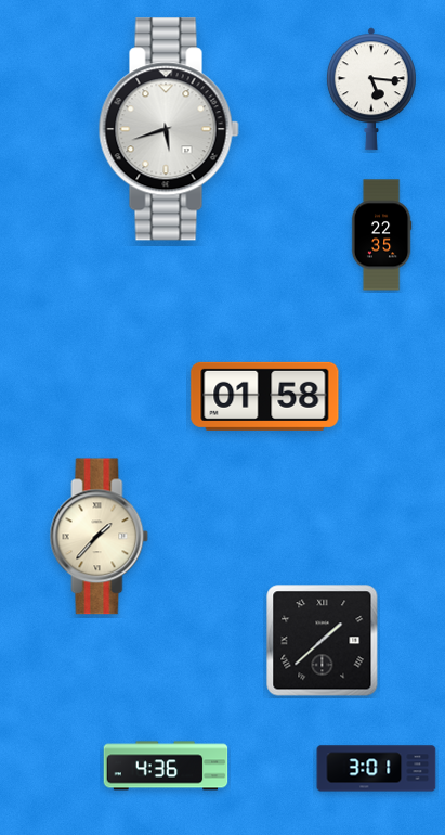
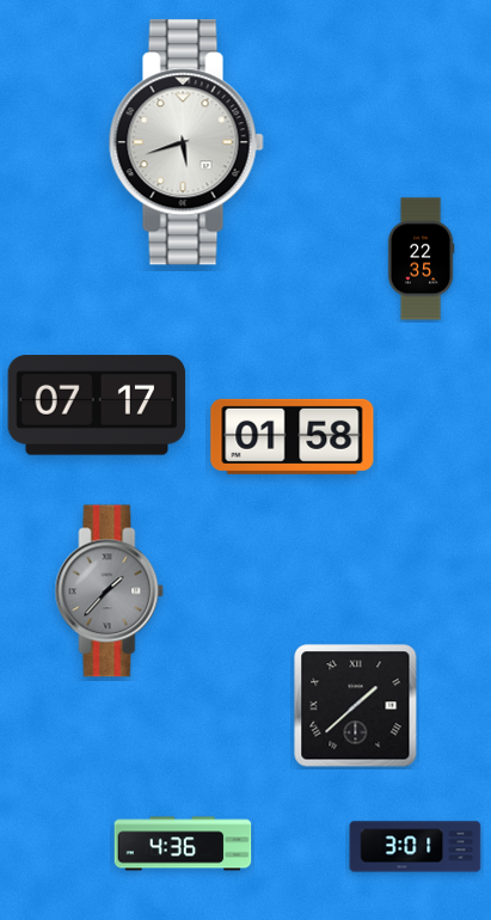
clock at (371, 89): 5:16 -> none
clock at (97, 405): none -> 07:17
clock at (100, 537) dial: cream -> grey
